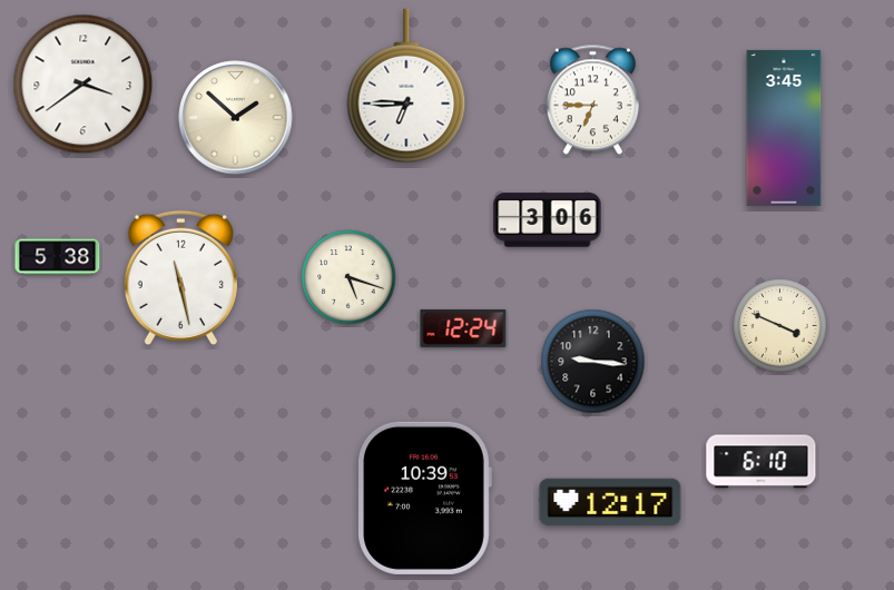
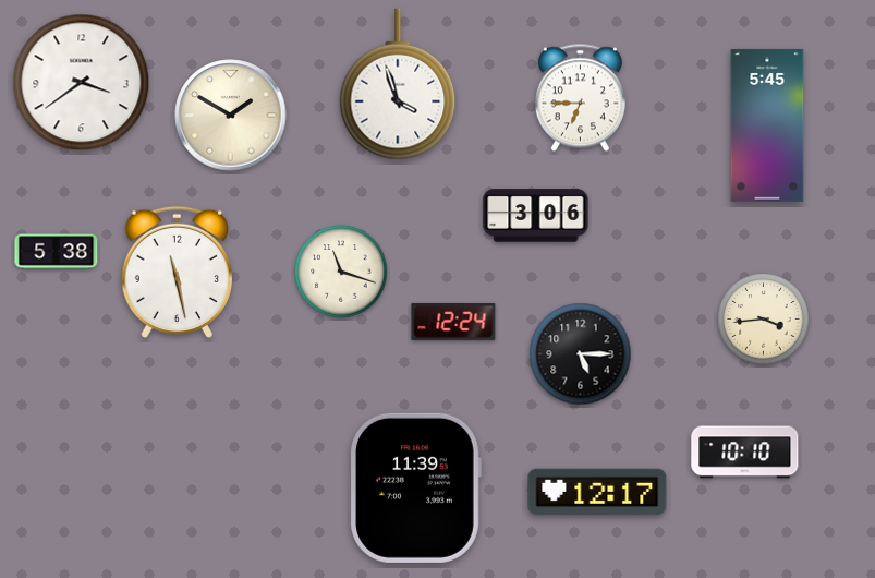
clock at (406, 86): 6:45 -> 3:57
clock at (236, 118): 1:52 -> 1:50
clock at (784, 128): 3:45 -> 5:45
clock at (348, 277): 5:18 -> 11:18
clock at (780, 326): 3:49 -> 3:44
clock at (593, 362): 9:16 -> 5:15
clock at (762, 462): 6:10 -> 10:10
clock at (424, 498): 10:39 -> 11:39
